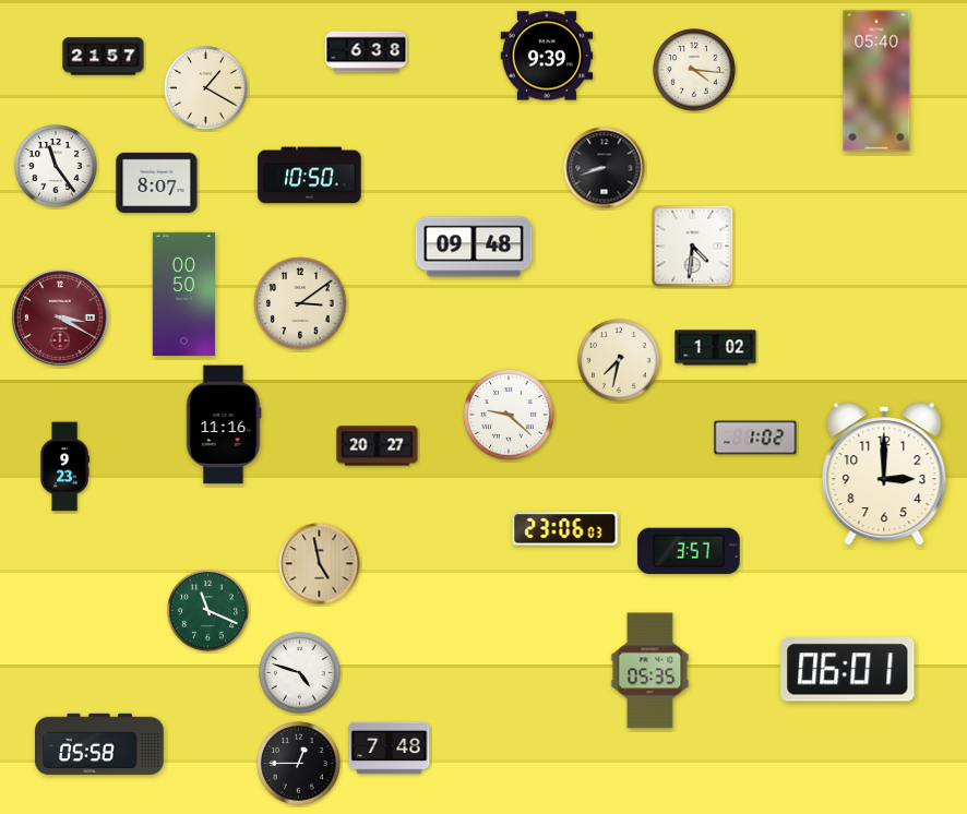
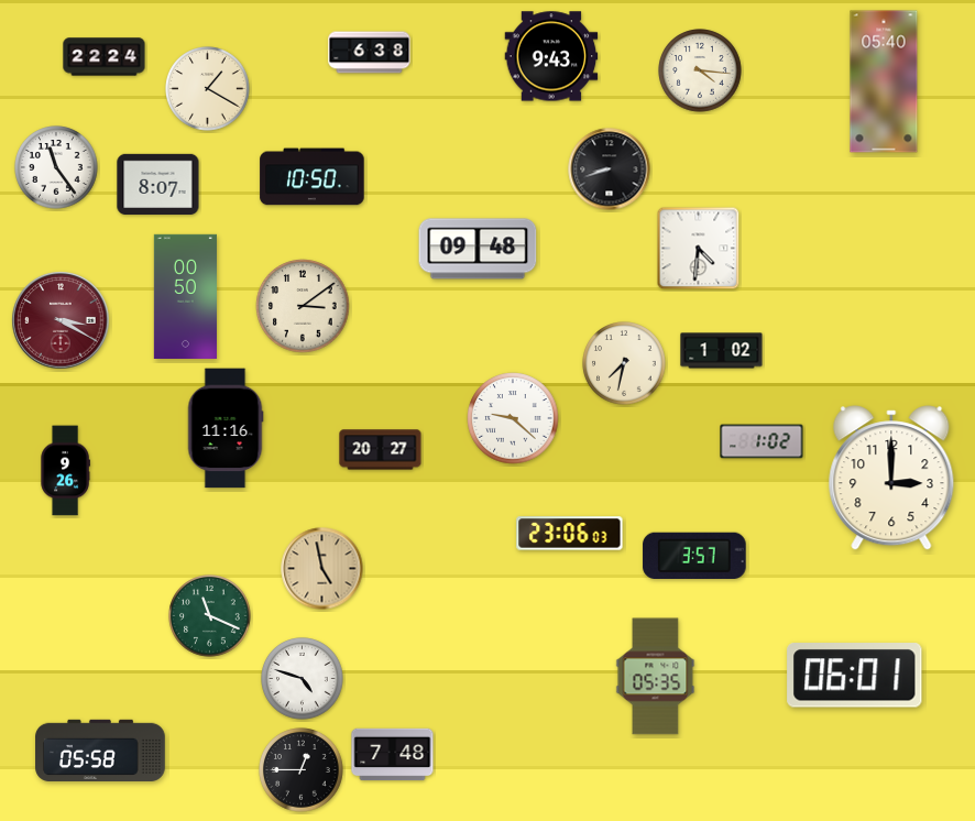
clock at (547, 56): 9:39 -> 9:43
clock at (104, 57): 21:57 -> 22:24
clock at (64, 467): 9:23 -> 9:26
